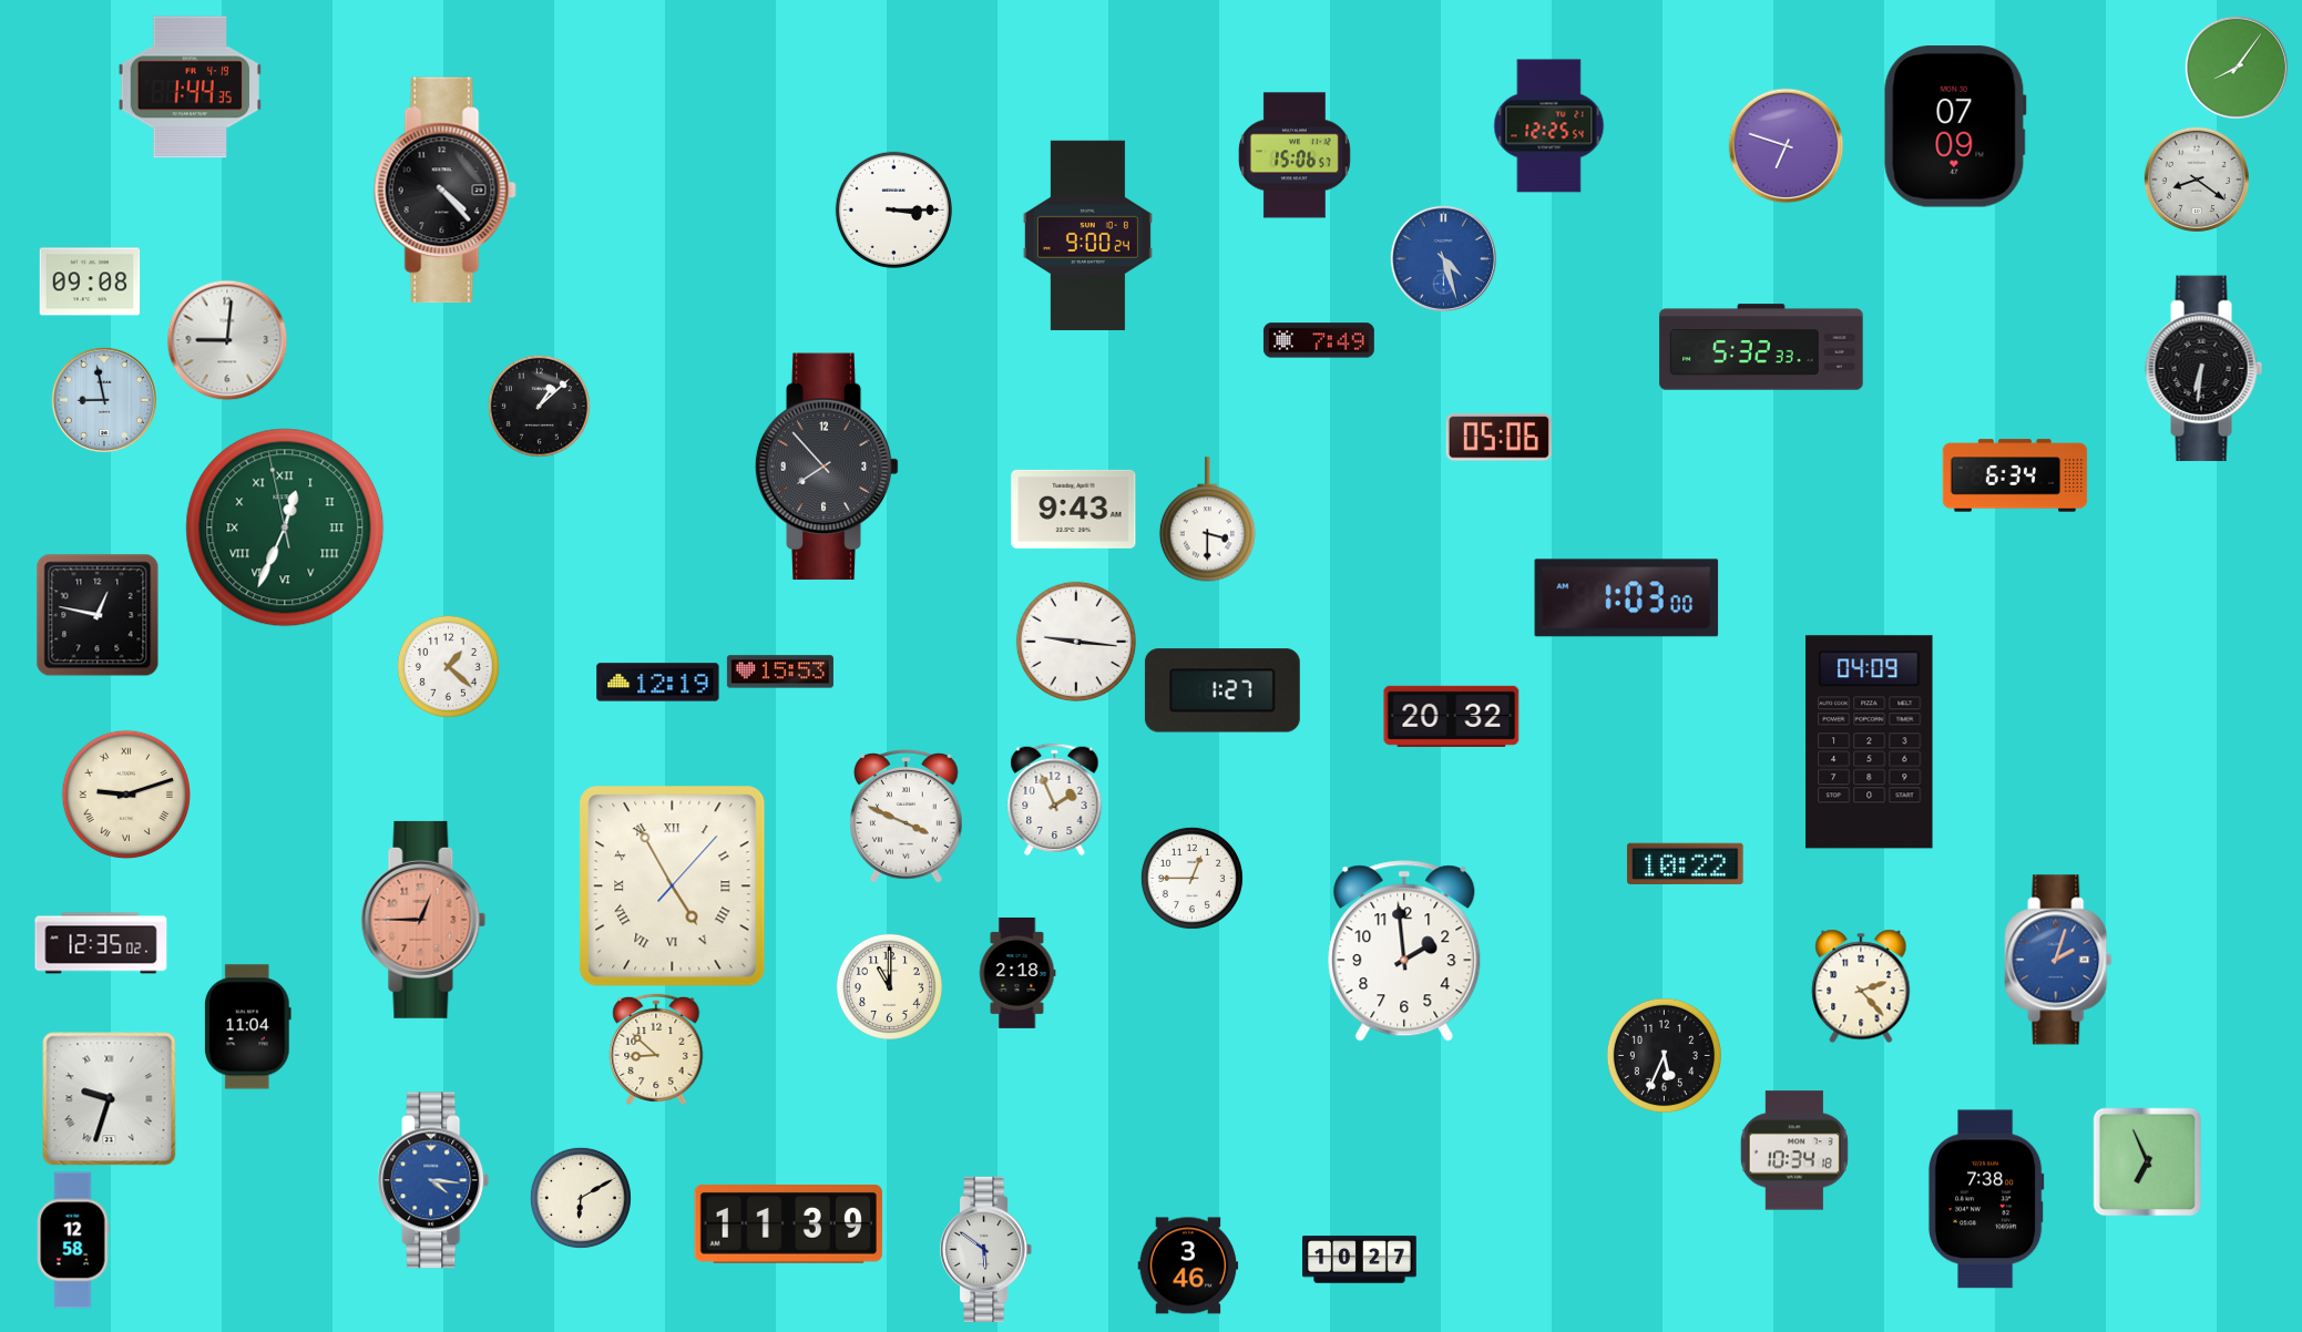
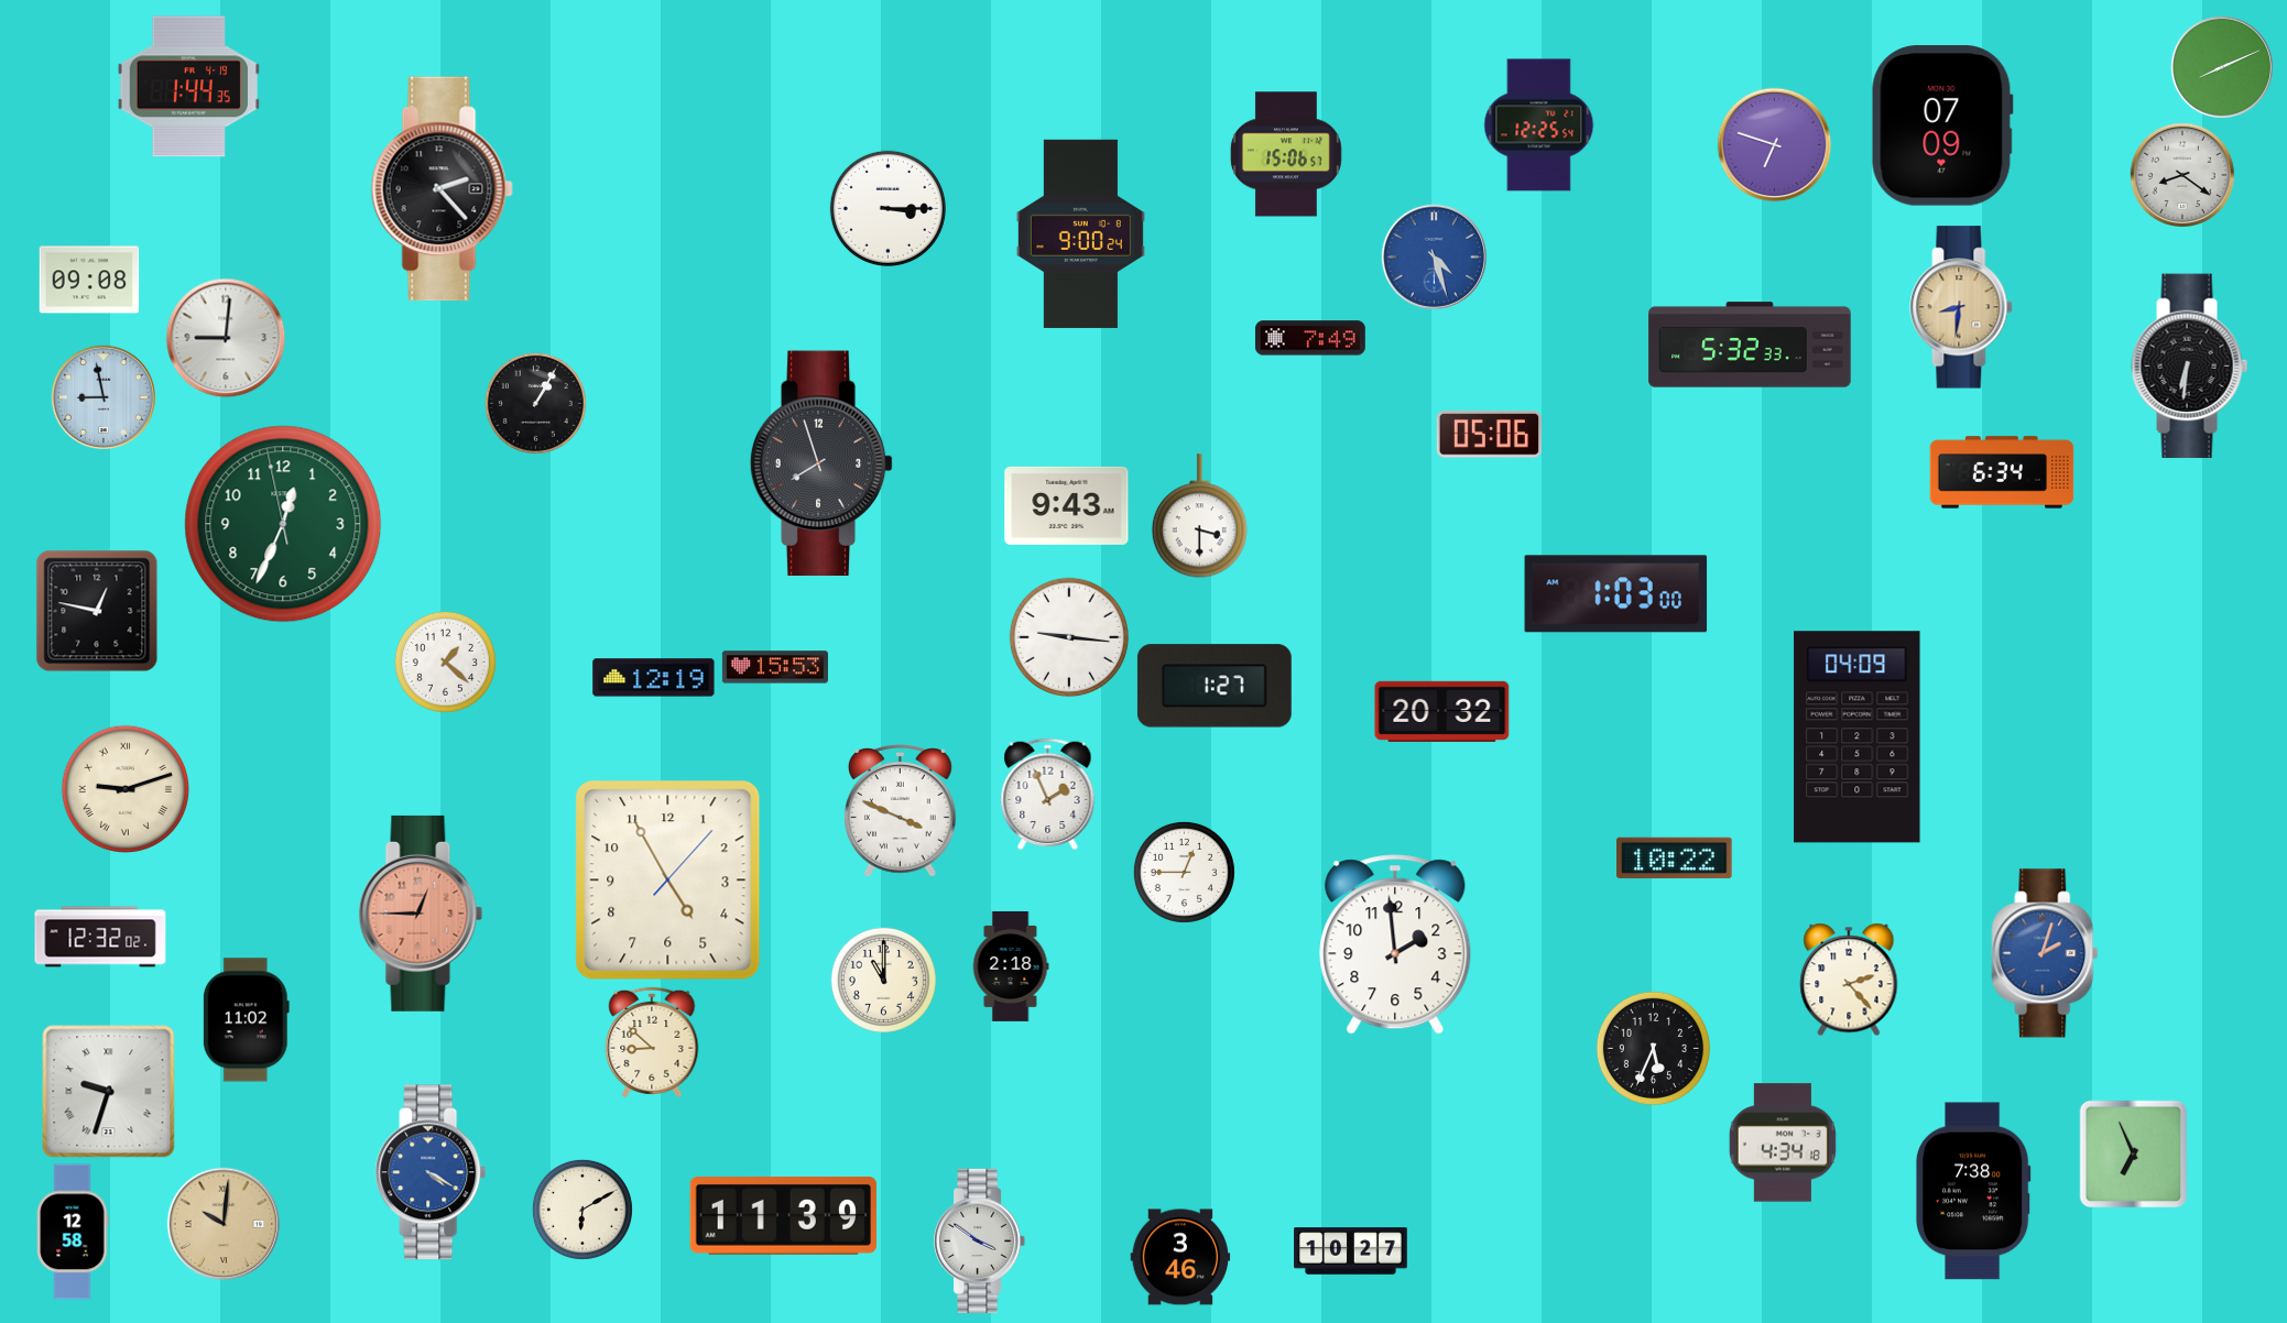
clock at (2237, 68): 8:06 -> 8:11
clock at (2197, 180) position: (2197, 180) -> (2182, 175)
clock at (444, 191): 4:23 -> 2:23
clock at (1961, 307): none -> 8:31
clock at (539, 406): 1:08 -> 1:05
clock at (827, 467): 7:53 -> 7:57
clock at (285, 527) numerals: Roman -> Arabic
clock at (673, 887) numerals: Roman -> Arabic
clock at (101, 943): 12:35 -> 12:32
clock at (247, 1027): 11:04 -> 11:02
clock at (1794, 1150): 10:34 -> 4:34
clock at (433, 1180): 4:16 -> 4:20
clock at (581, 1198) position: (581, 1198) -> (582, 1210)
clock at (224, 1224): none -> 10:01
clock at (988, 1249): 5:51 -> 3:51
